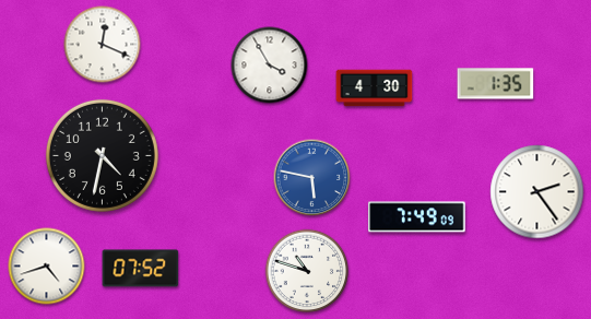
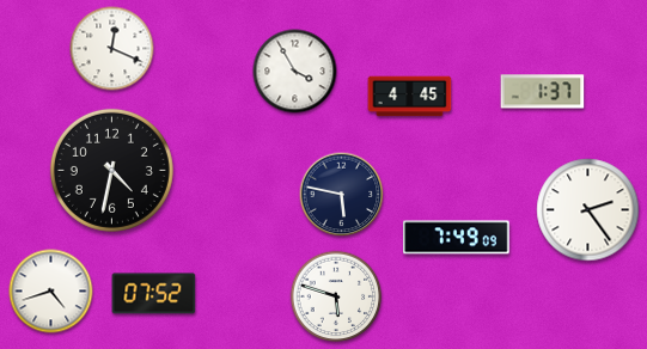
clock at (496, 84): 1:35 -> 1:37
clock at (375, 88): 4:30 -> 4:45
clock at (312, 178) dial: blue -> navy
clock at (307, 271): 10:48 -> 5:48
